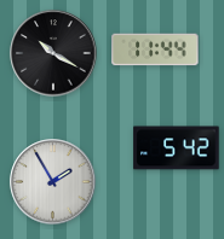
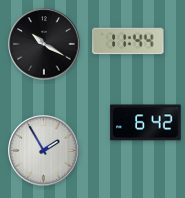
clock at (177, 148): 5:42 -> 6:42
